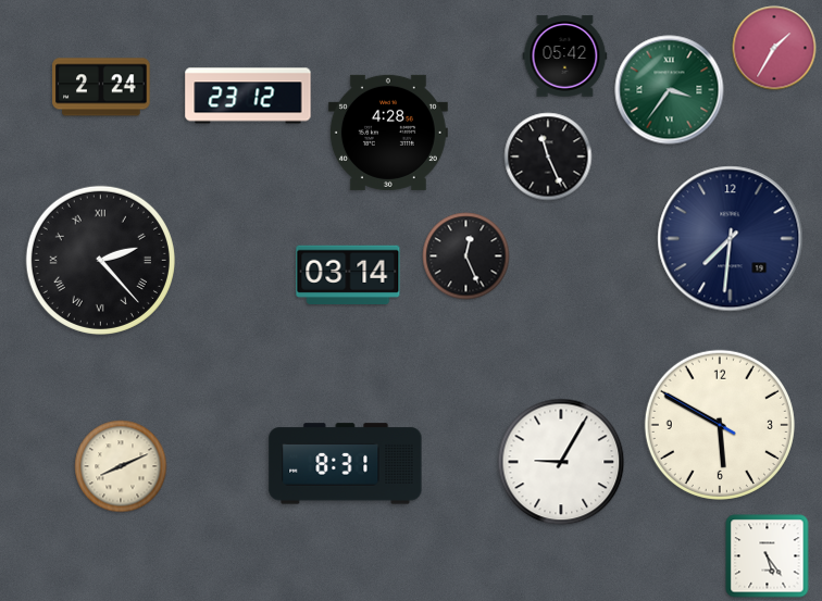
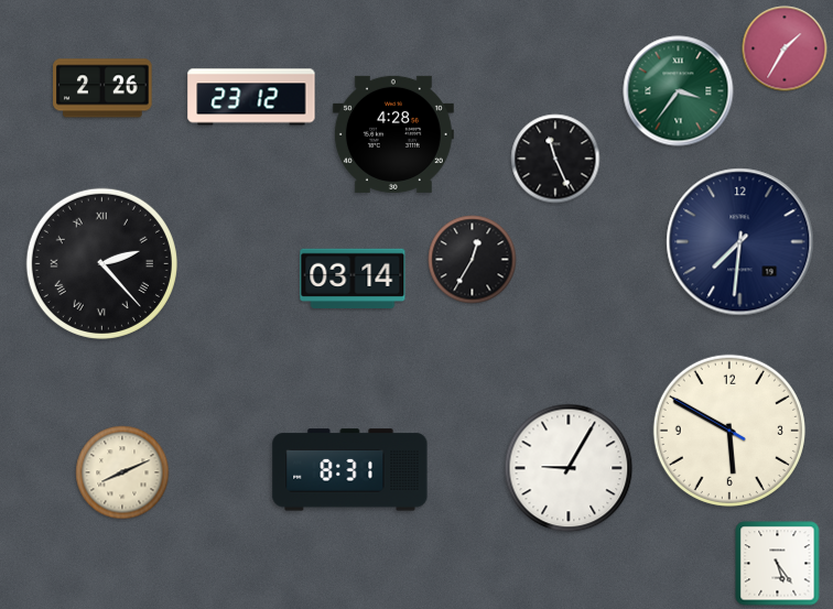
clock at (565, 57): 05:42 -> none
clock at (101, 87): 2:24 -> 2:26
clock at (466, 256): 12:26 -> 12:35
